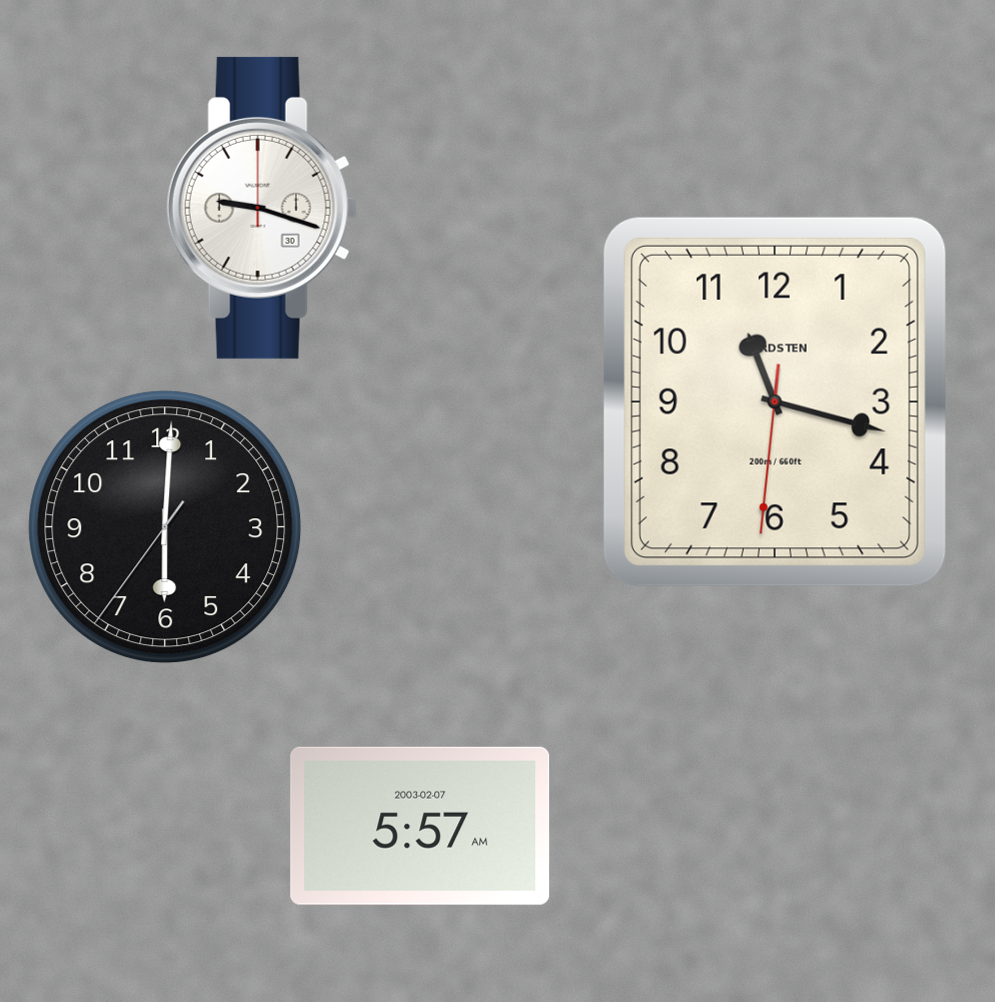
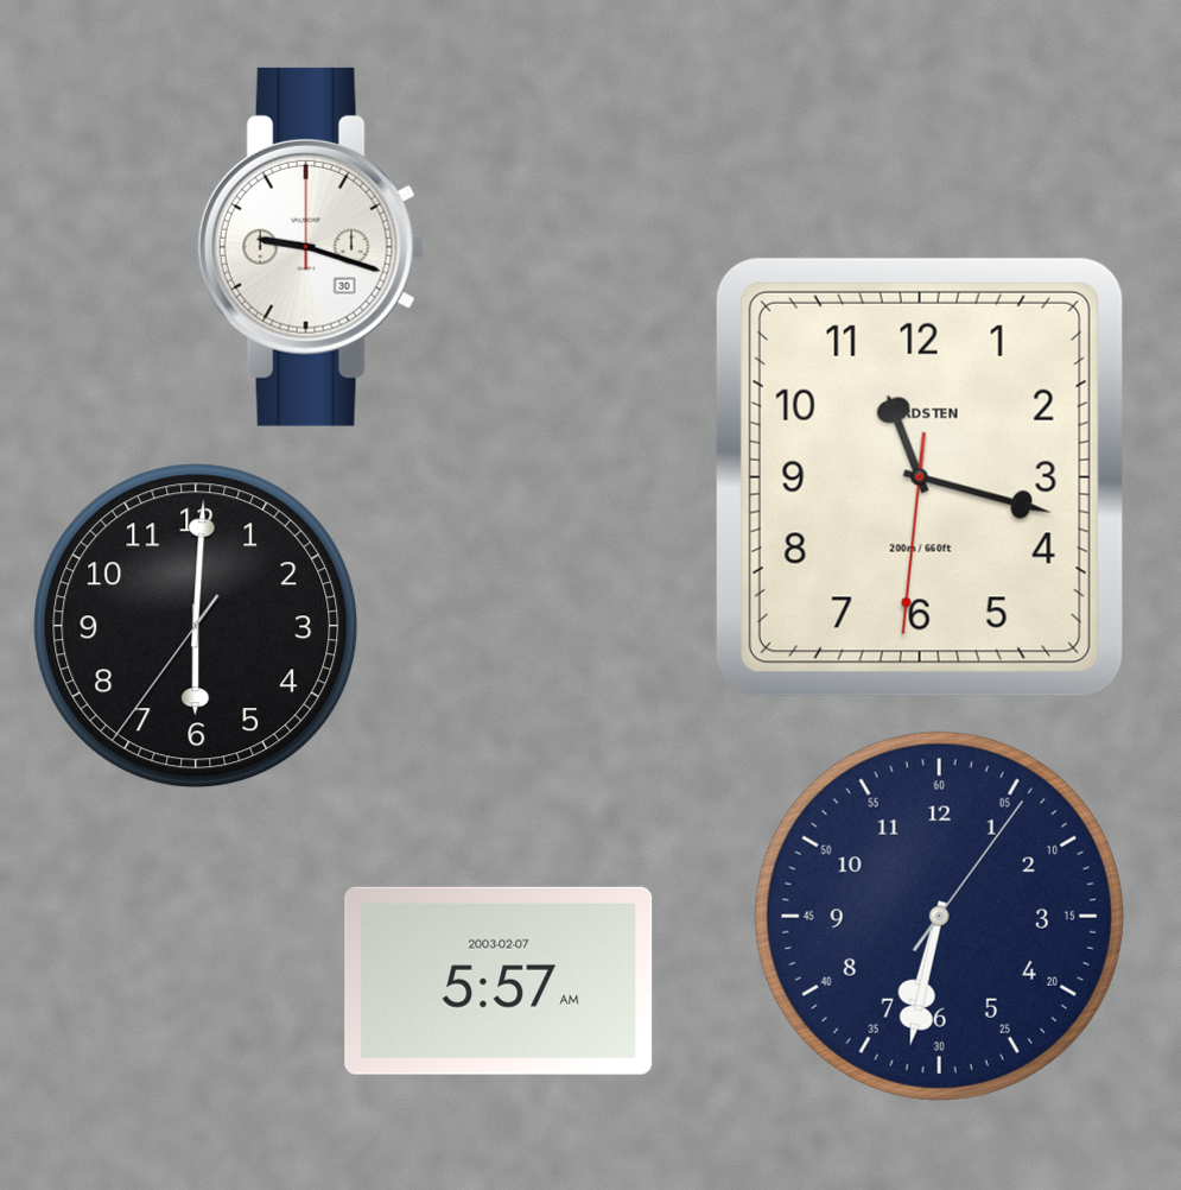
clock at (939, 916): none -> 6:32
